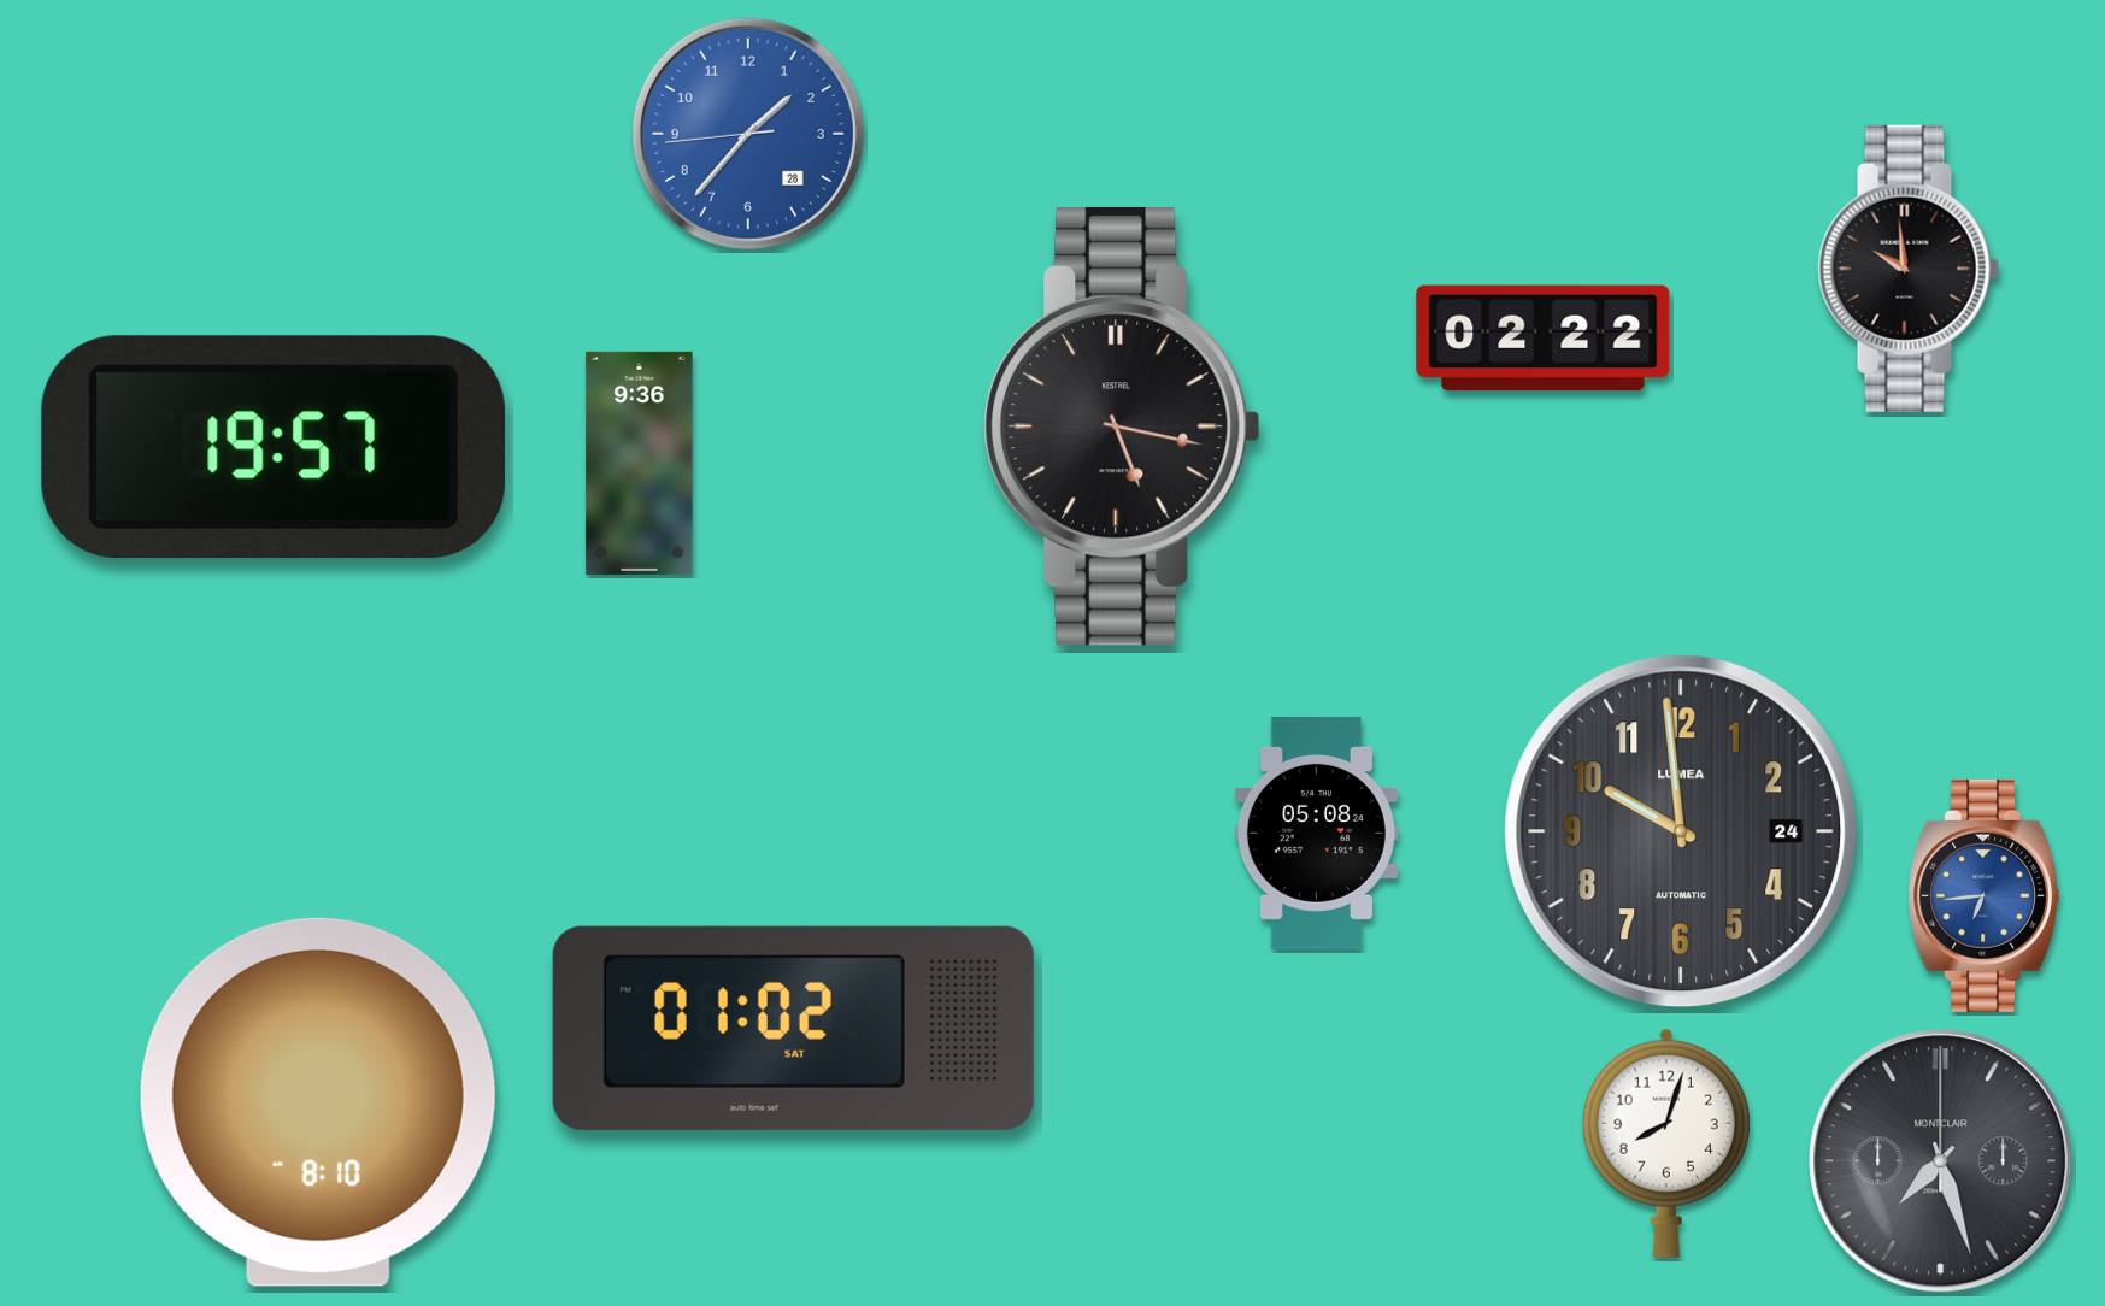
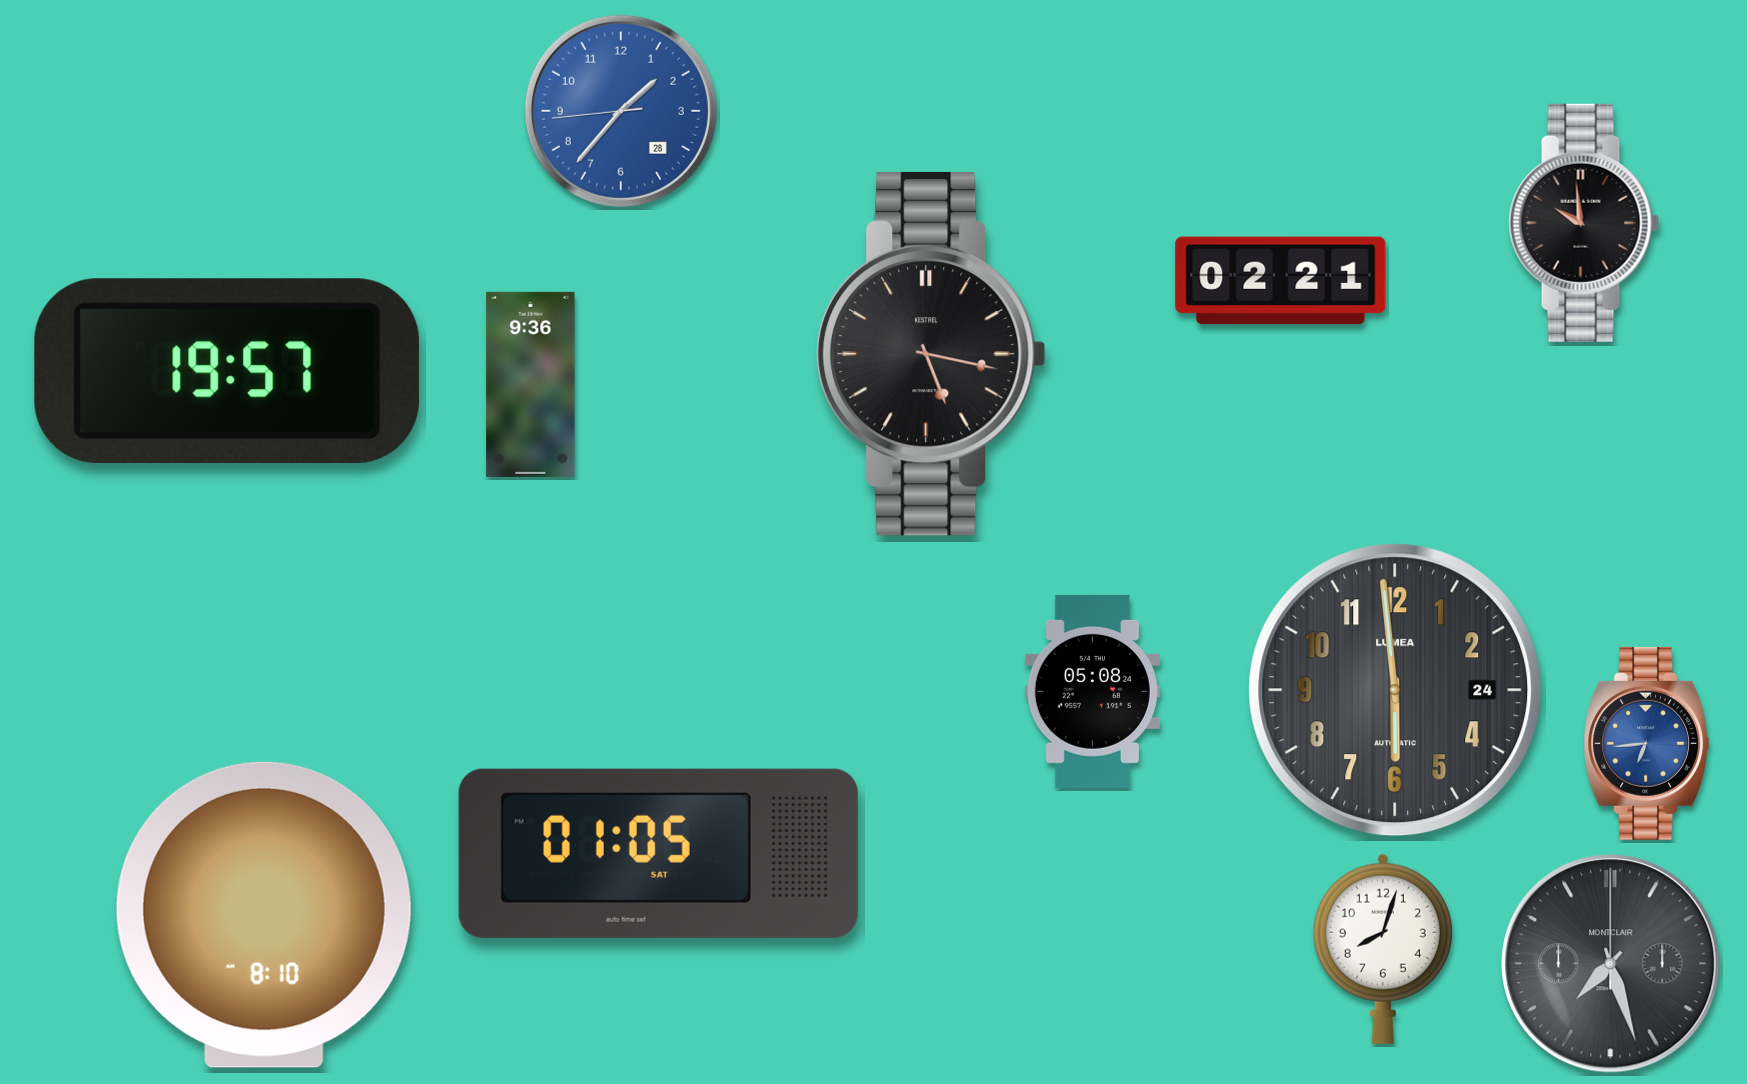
clock at (1544, 339): 02:22 -> 02:21
clock at (1681, 831): 9:59 -> 5:59
clock at (793, 1028): 01:02 -> 01:05
